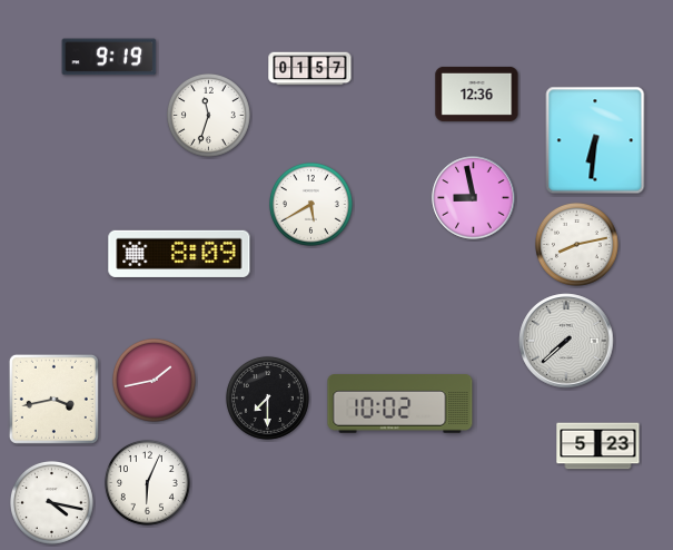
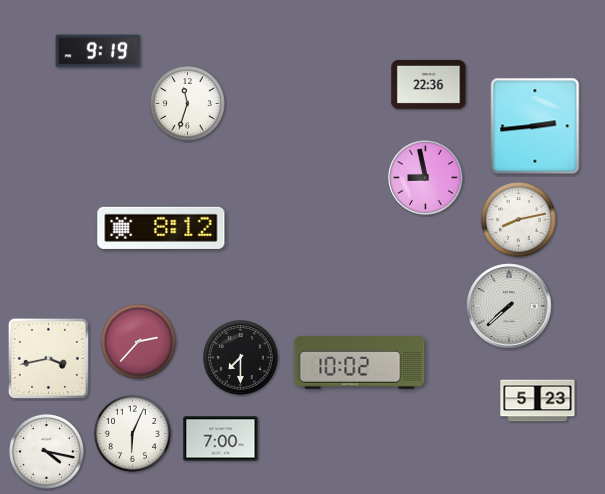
clock at (310, 69): 01:57 -> none
clock at (477, 94): 12:36 -> 22:36
clock at (595, 140): 6:31 -> 2:44
clock at (310, 204): 5:40 -> none
clock at (179, 254): 8:09 -> 8:12
clock at (154, 380): 1:43 -> 2:37
clock at (221, 439): none -> 7:00
